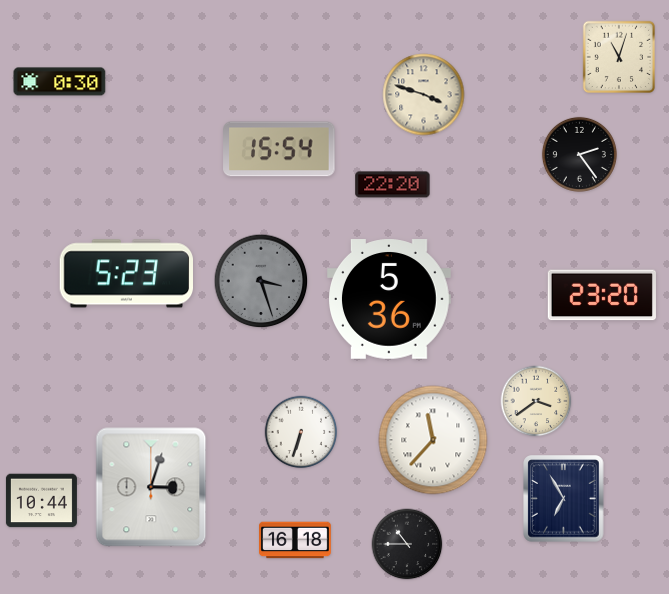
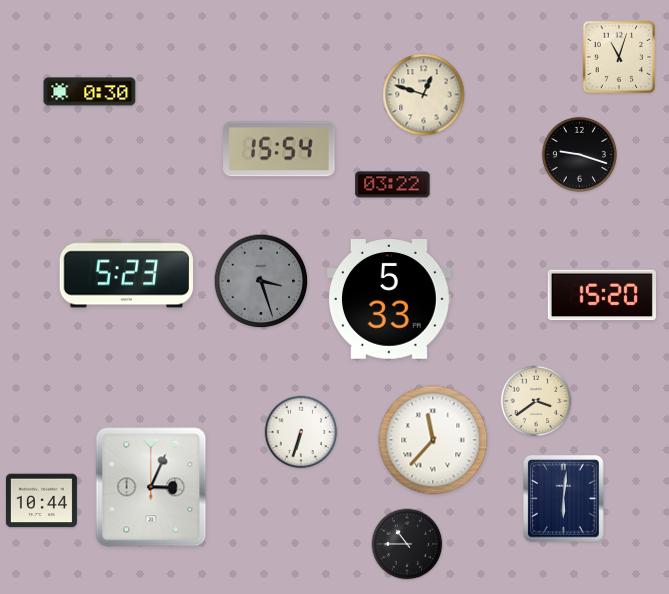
clock at (60, 82) position: (60, 82) -> (90, 92)
clock at (424, 95): 3:48 -> 12:48
clock at (579, 154): 2:24 -> 9:18
clock at (393, 185): 22:20 -> 03:22
clock at (602, 295): 23:20 -> 15:20
clock at (390, 299): 5:36 -> 5:33
clock at (151, 487): 3:03 -> 3:04
clock at (564, 499): 6:55 -> 6:01
clock at (296, 540): 16:18 -> none
